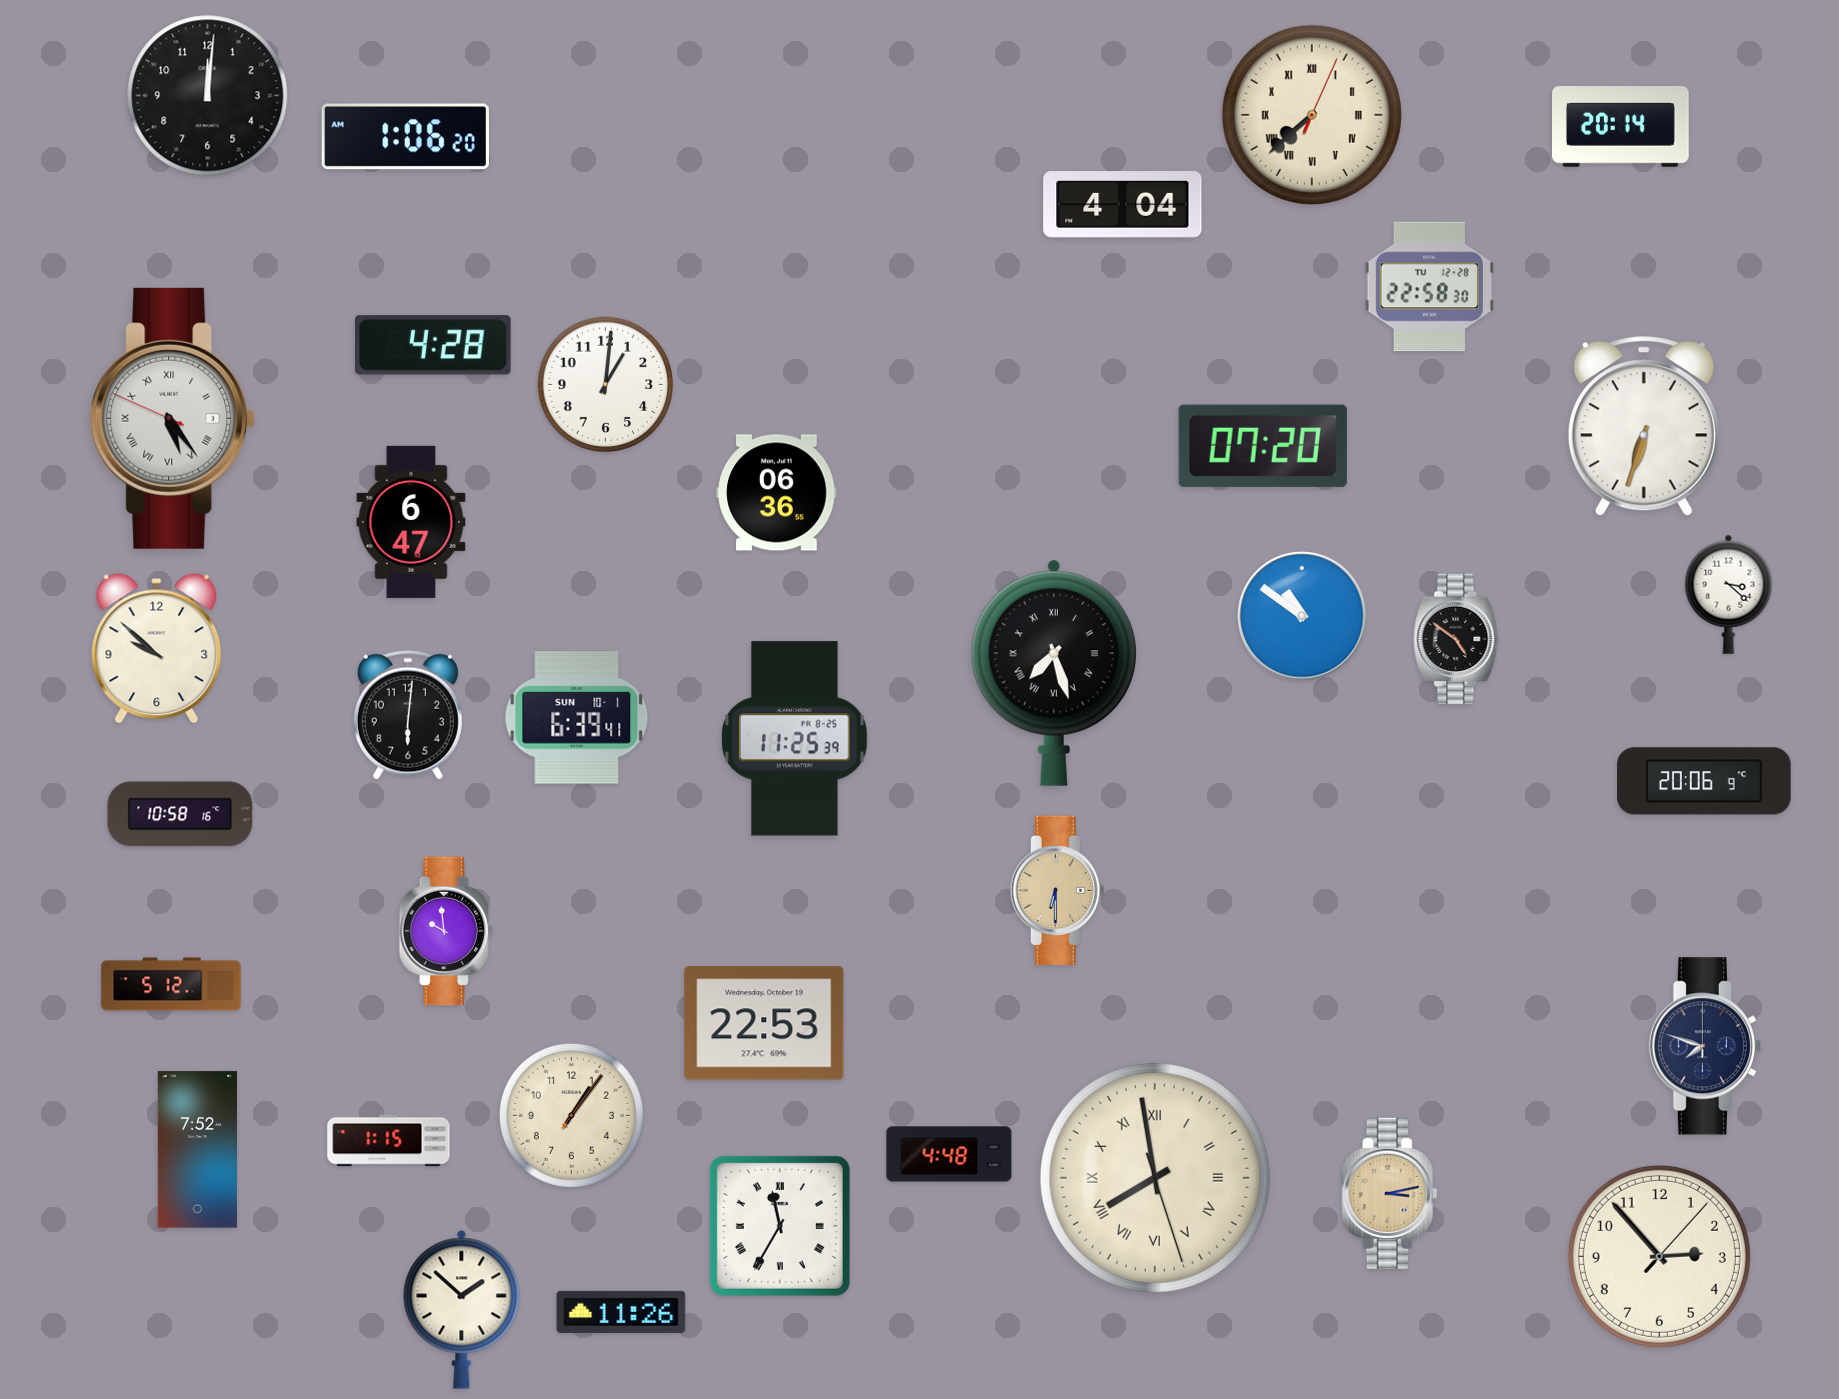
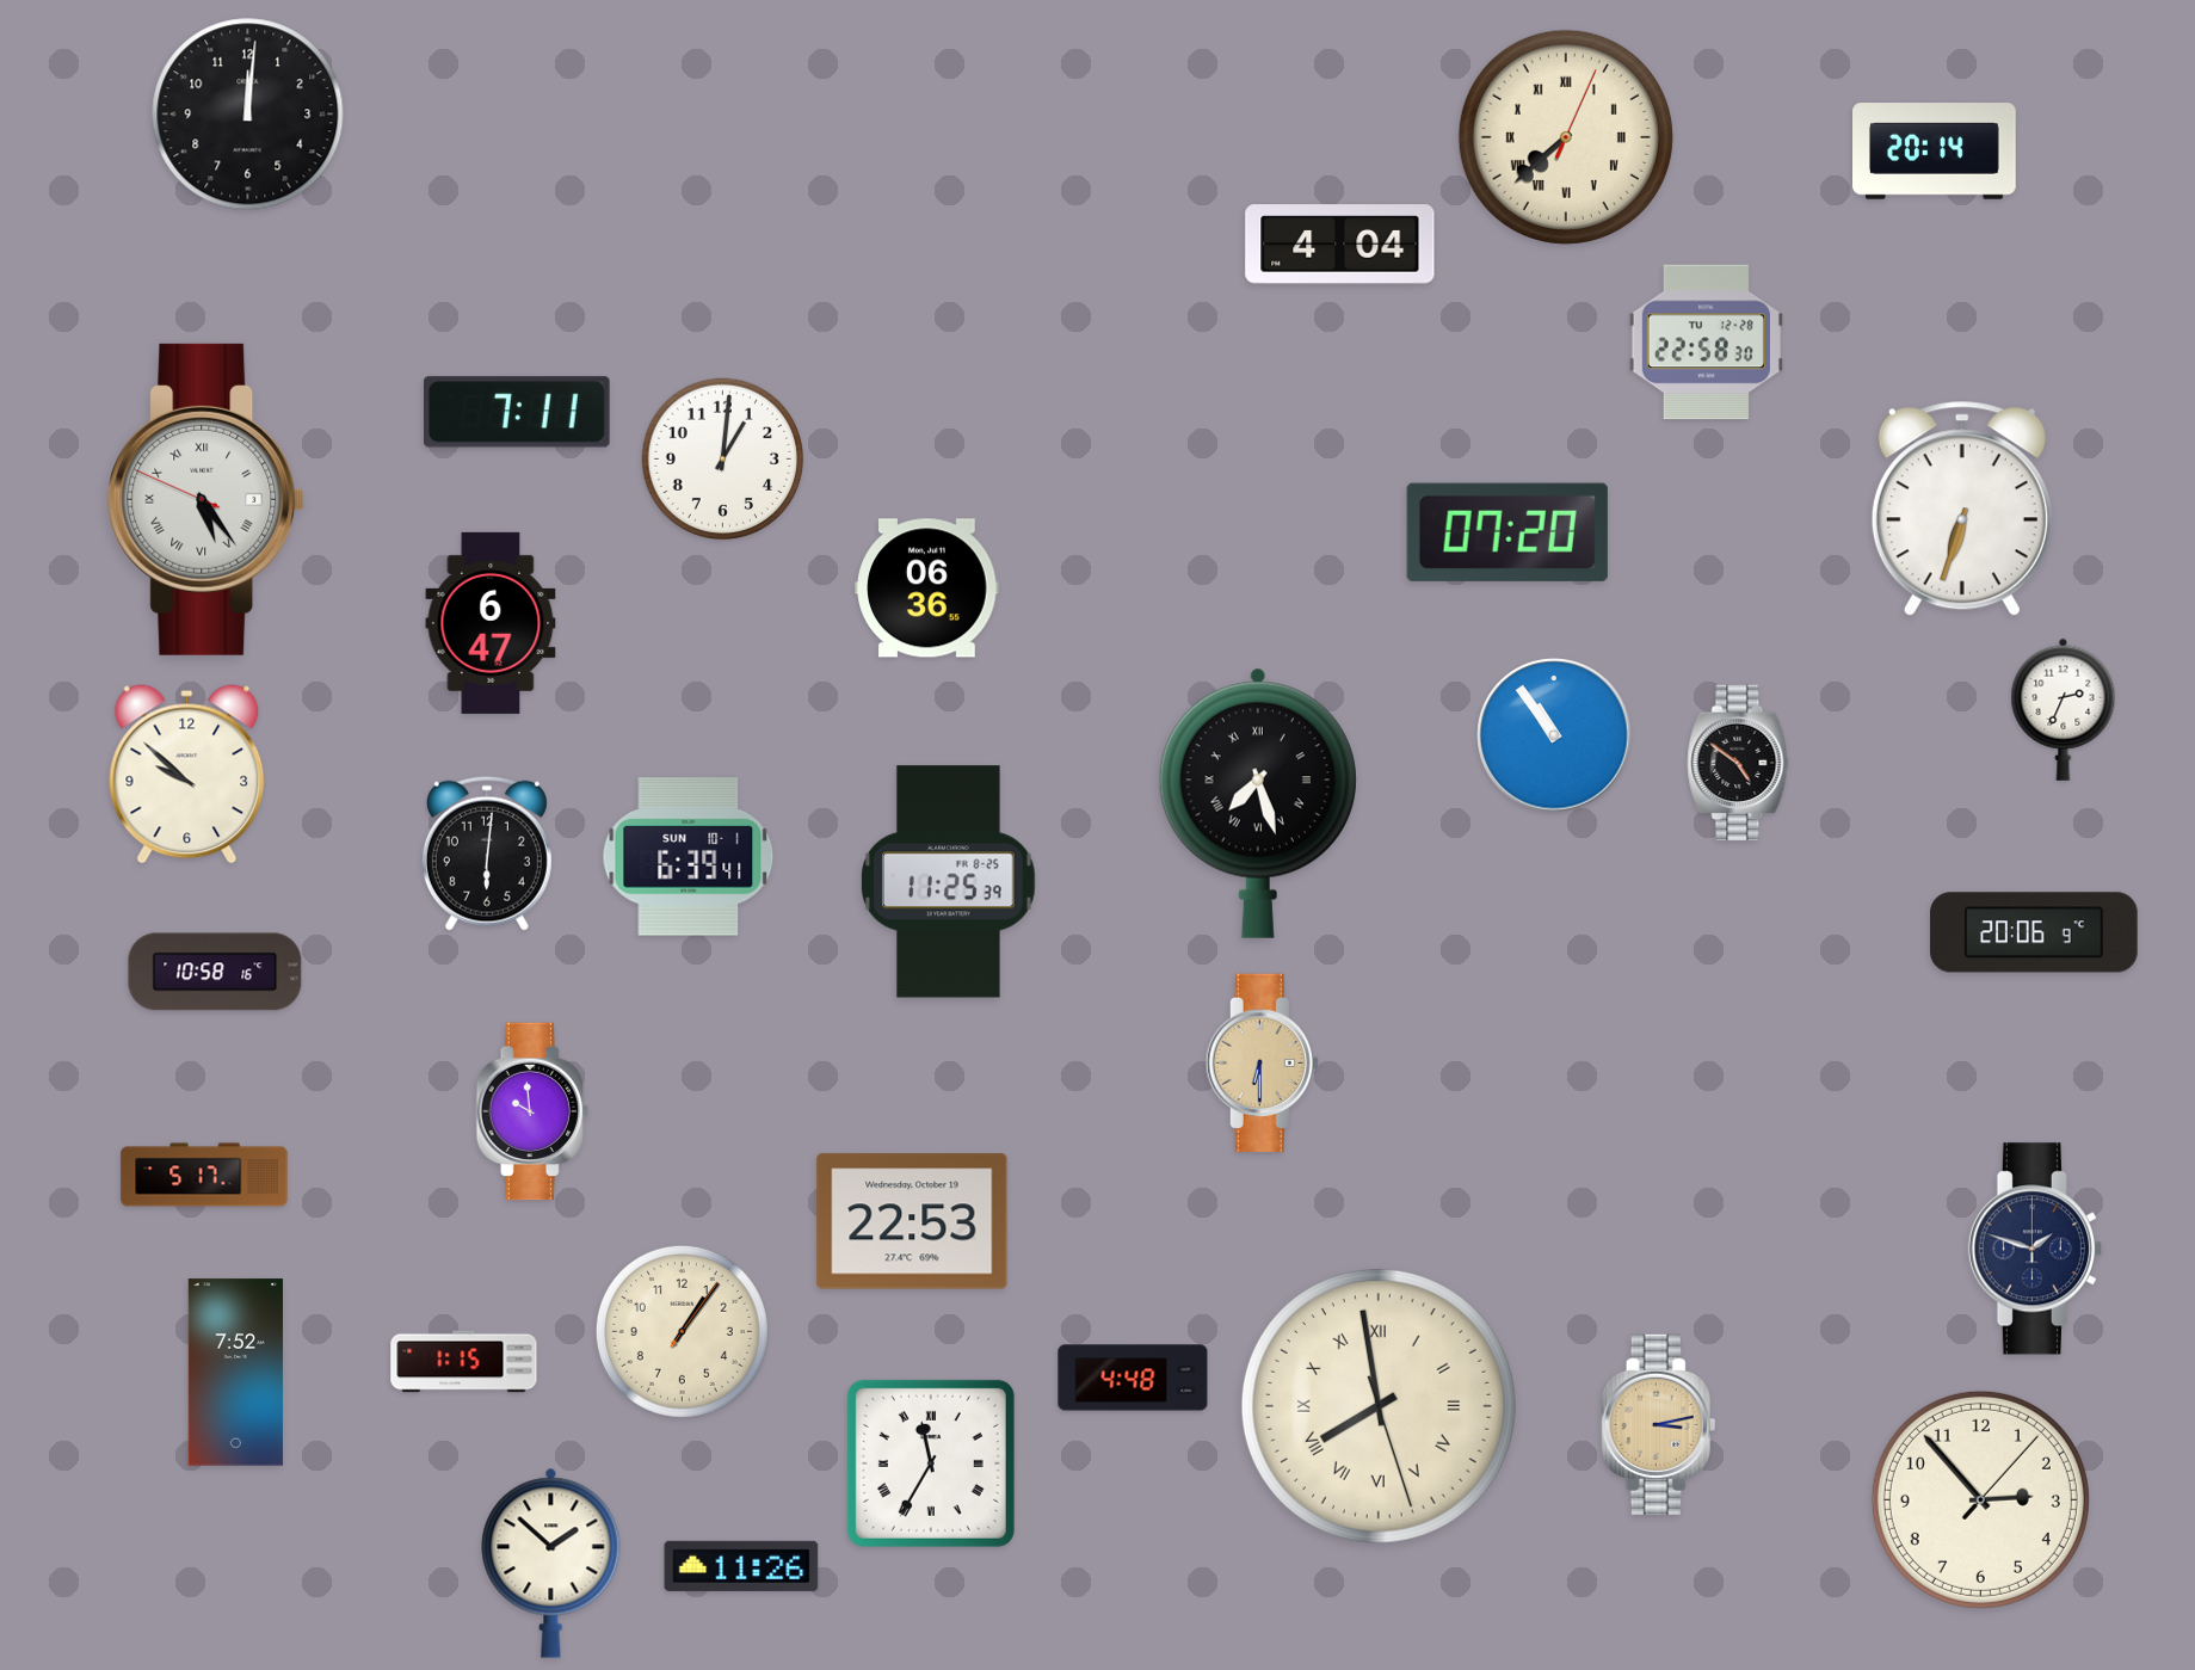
clock at (405, 137): 1:06 -> none
clock at (434, 345): 4:28 -> 7:11
clock at (1729, 594): 3:22 -> 2:34
clock at (1302, 616): 10:51 -> 10:54
clock at (171, 984): 5:12 -> 5:17
clock at (1705, 1046): 7:48 -> 1:48
